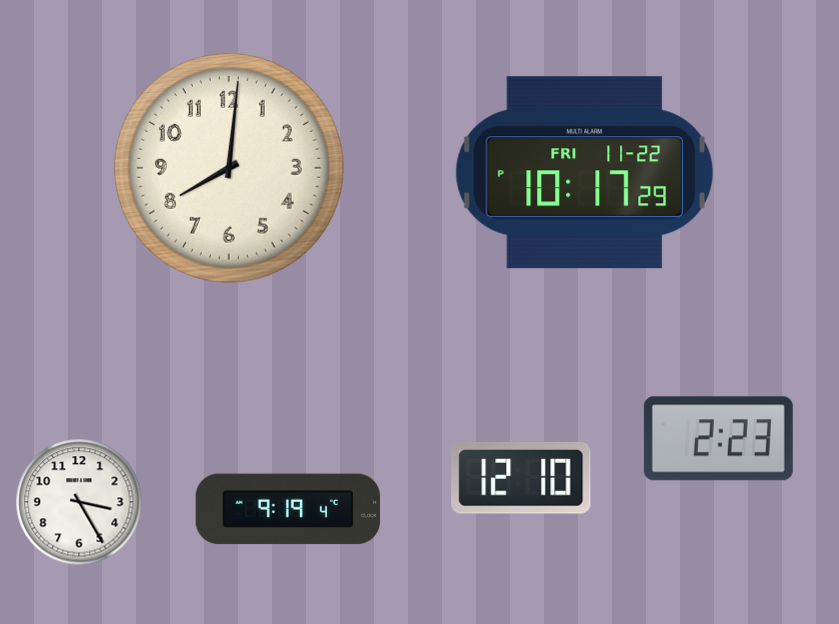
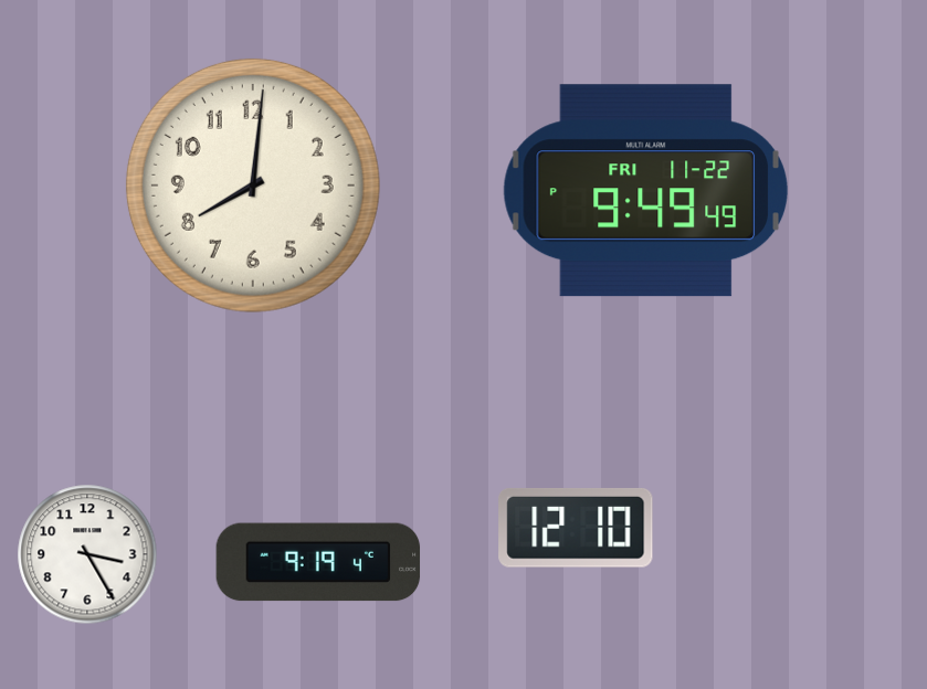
clock at (584, 173): 10:17 -> 9:49
clock at (718, 439): 2:23 -> none
